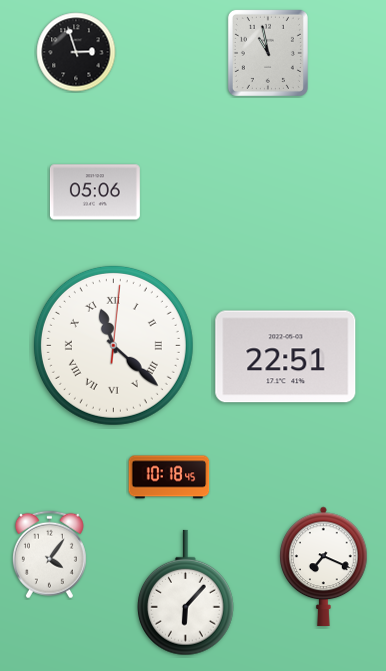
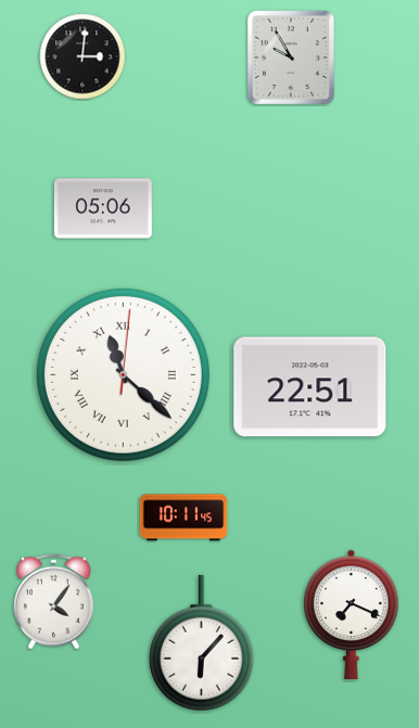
clock at (76, 52): 2:57 -> 3:01
clock at (268, 53): 10:58 -> 9:55
clock at (169, 477): 10:18 -> 10:11
